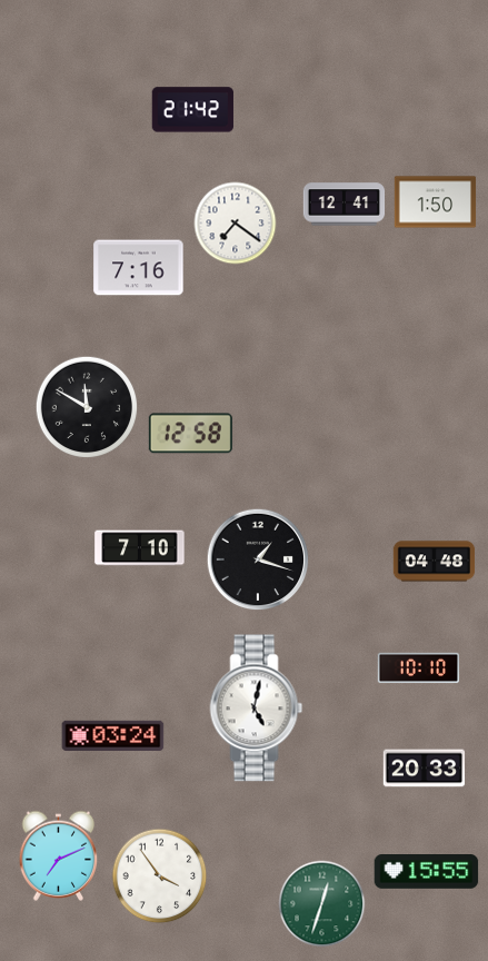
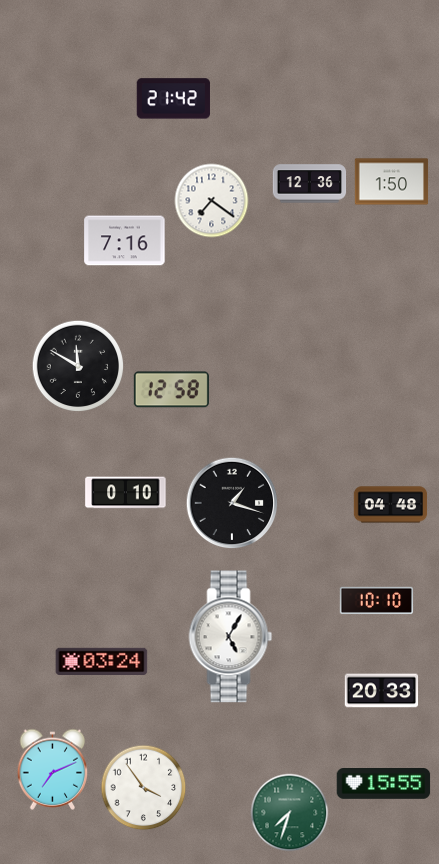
clock at (345, 205): 12:41 -> 12:36
clock at (140, 548): 7:10 -> 0:10
clock at (257, 709): 5:02 -> 5:05
clock at (322, 904): 12:33 -> 7:33
